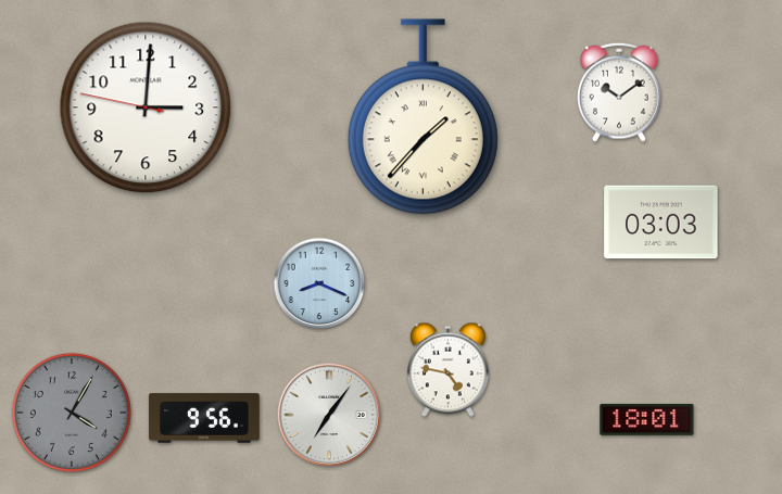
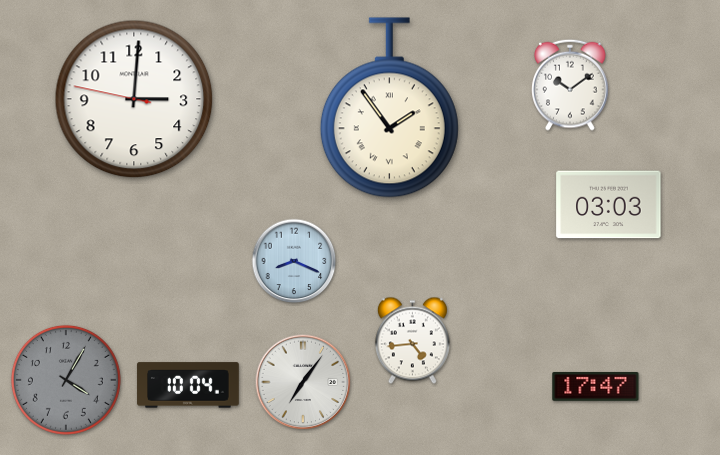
clock at (422, 117): 1:37 -> 1:54
clock at (447, 370): 4:47 -> 4:44
clock at (204, 418): 9:56 -> 10:04
clock at (647, 420): 18:01 -> 17:47
